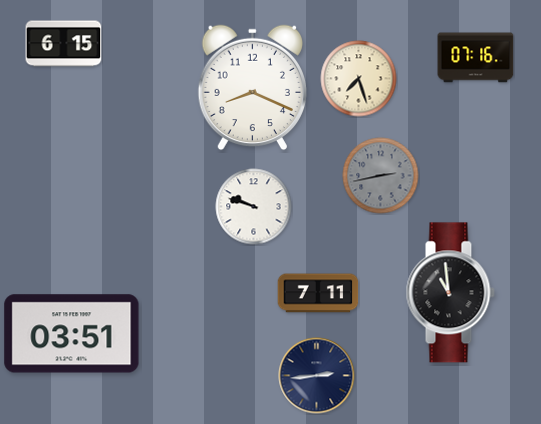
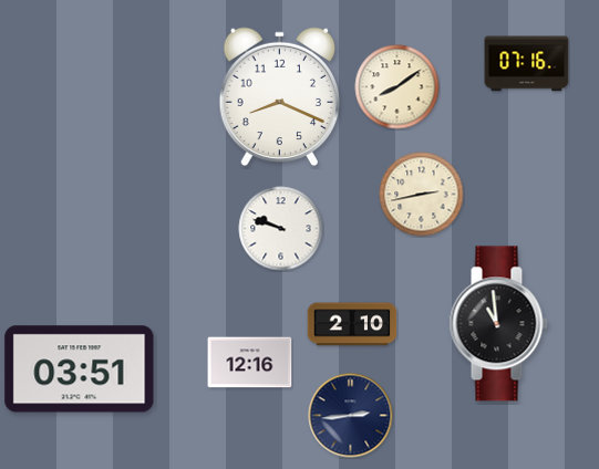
clock at (64, 44): 6:15 -> none
clock at (359, 79): 7:27 -> 8:09
clock at (381, 176) dial: grey -> cream
clock at (318, 293): 7:11 -> 2:10
clock at (250, 363): none -> 12:16
